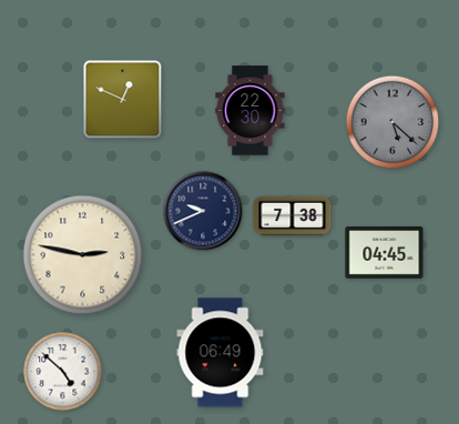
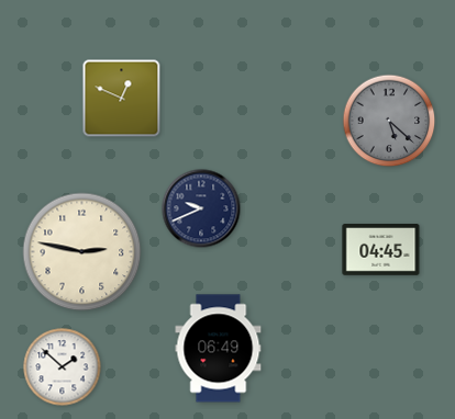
clock at (251, 111): 22:30 -> none
clock at (293, 216): 7:38 -> none
clock at (63, 372): 4:52 -> 1:52
